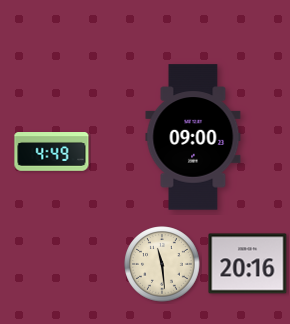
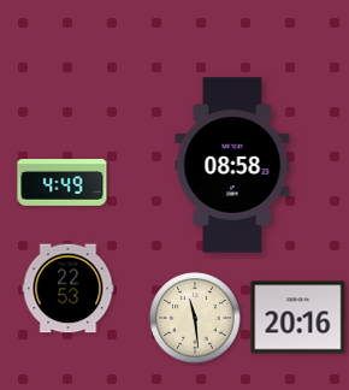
clock at (193, 137): 09:00 -> 08:58
clock at (69, 289): none -> 22:53
